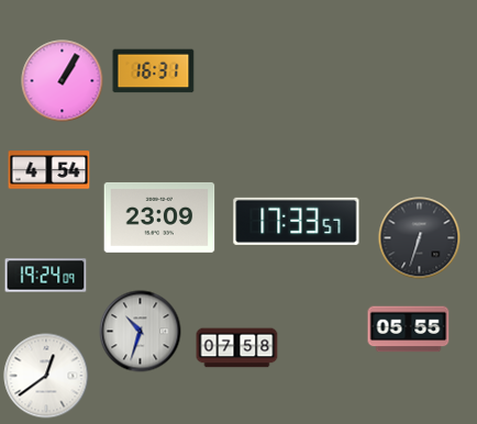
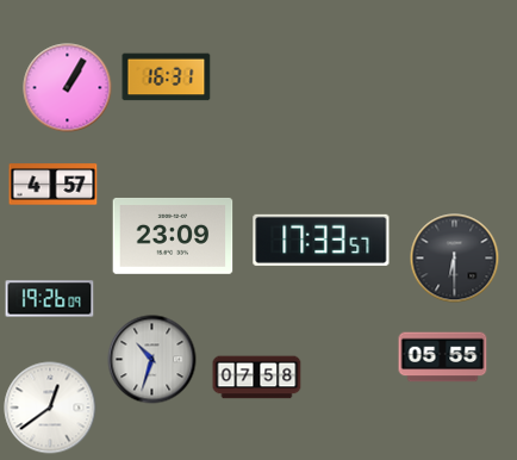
clock at (49, 170): 4:54 -> 4:57
clock at (420, 238): 6:33 -> 6:30
clock at (46, 276): 19:24 -> 19:26
